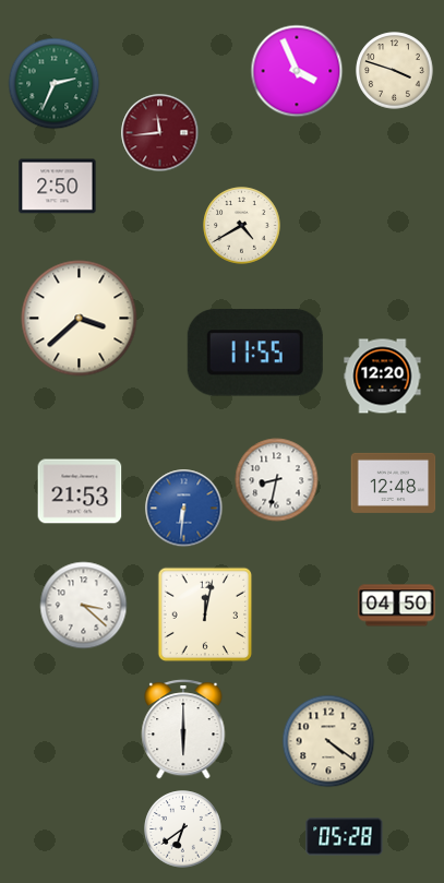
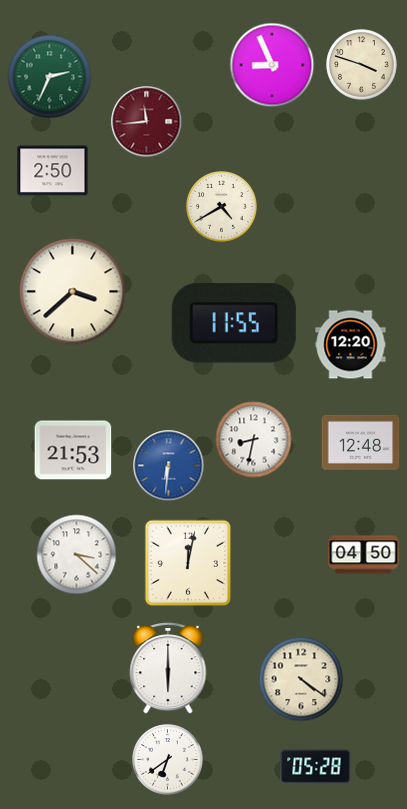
clock at (297, 71): 3:56 -> 8:56
